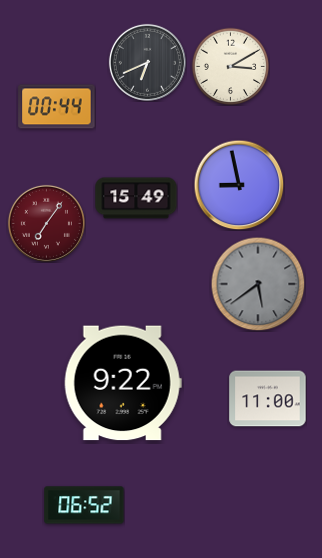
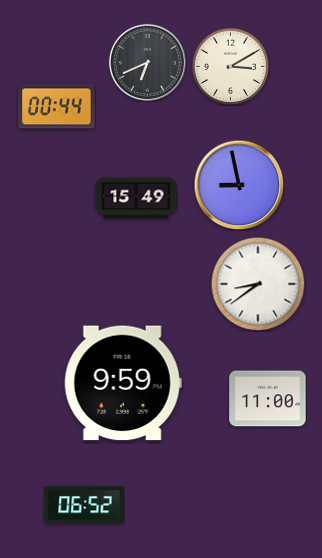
clock at (46, 223): 7:06 -> none
clock at (258, 284): 5:39 -> 8:39
clock at (258, 284) dial: grey -> white
clock at (123, 383): 9:22 -> 9:59
